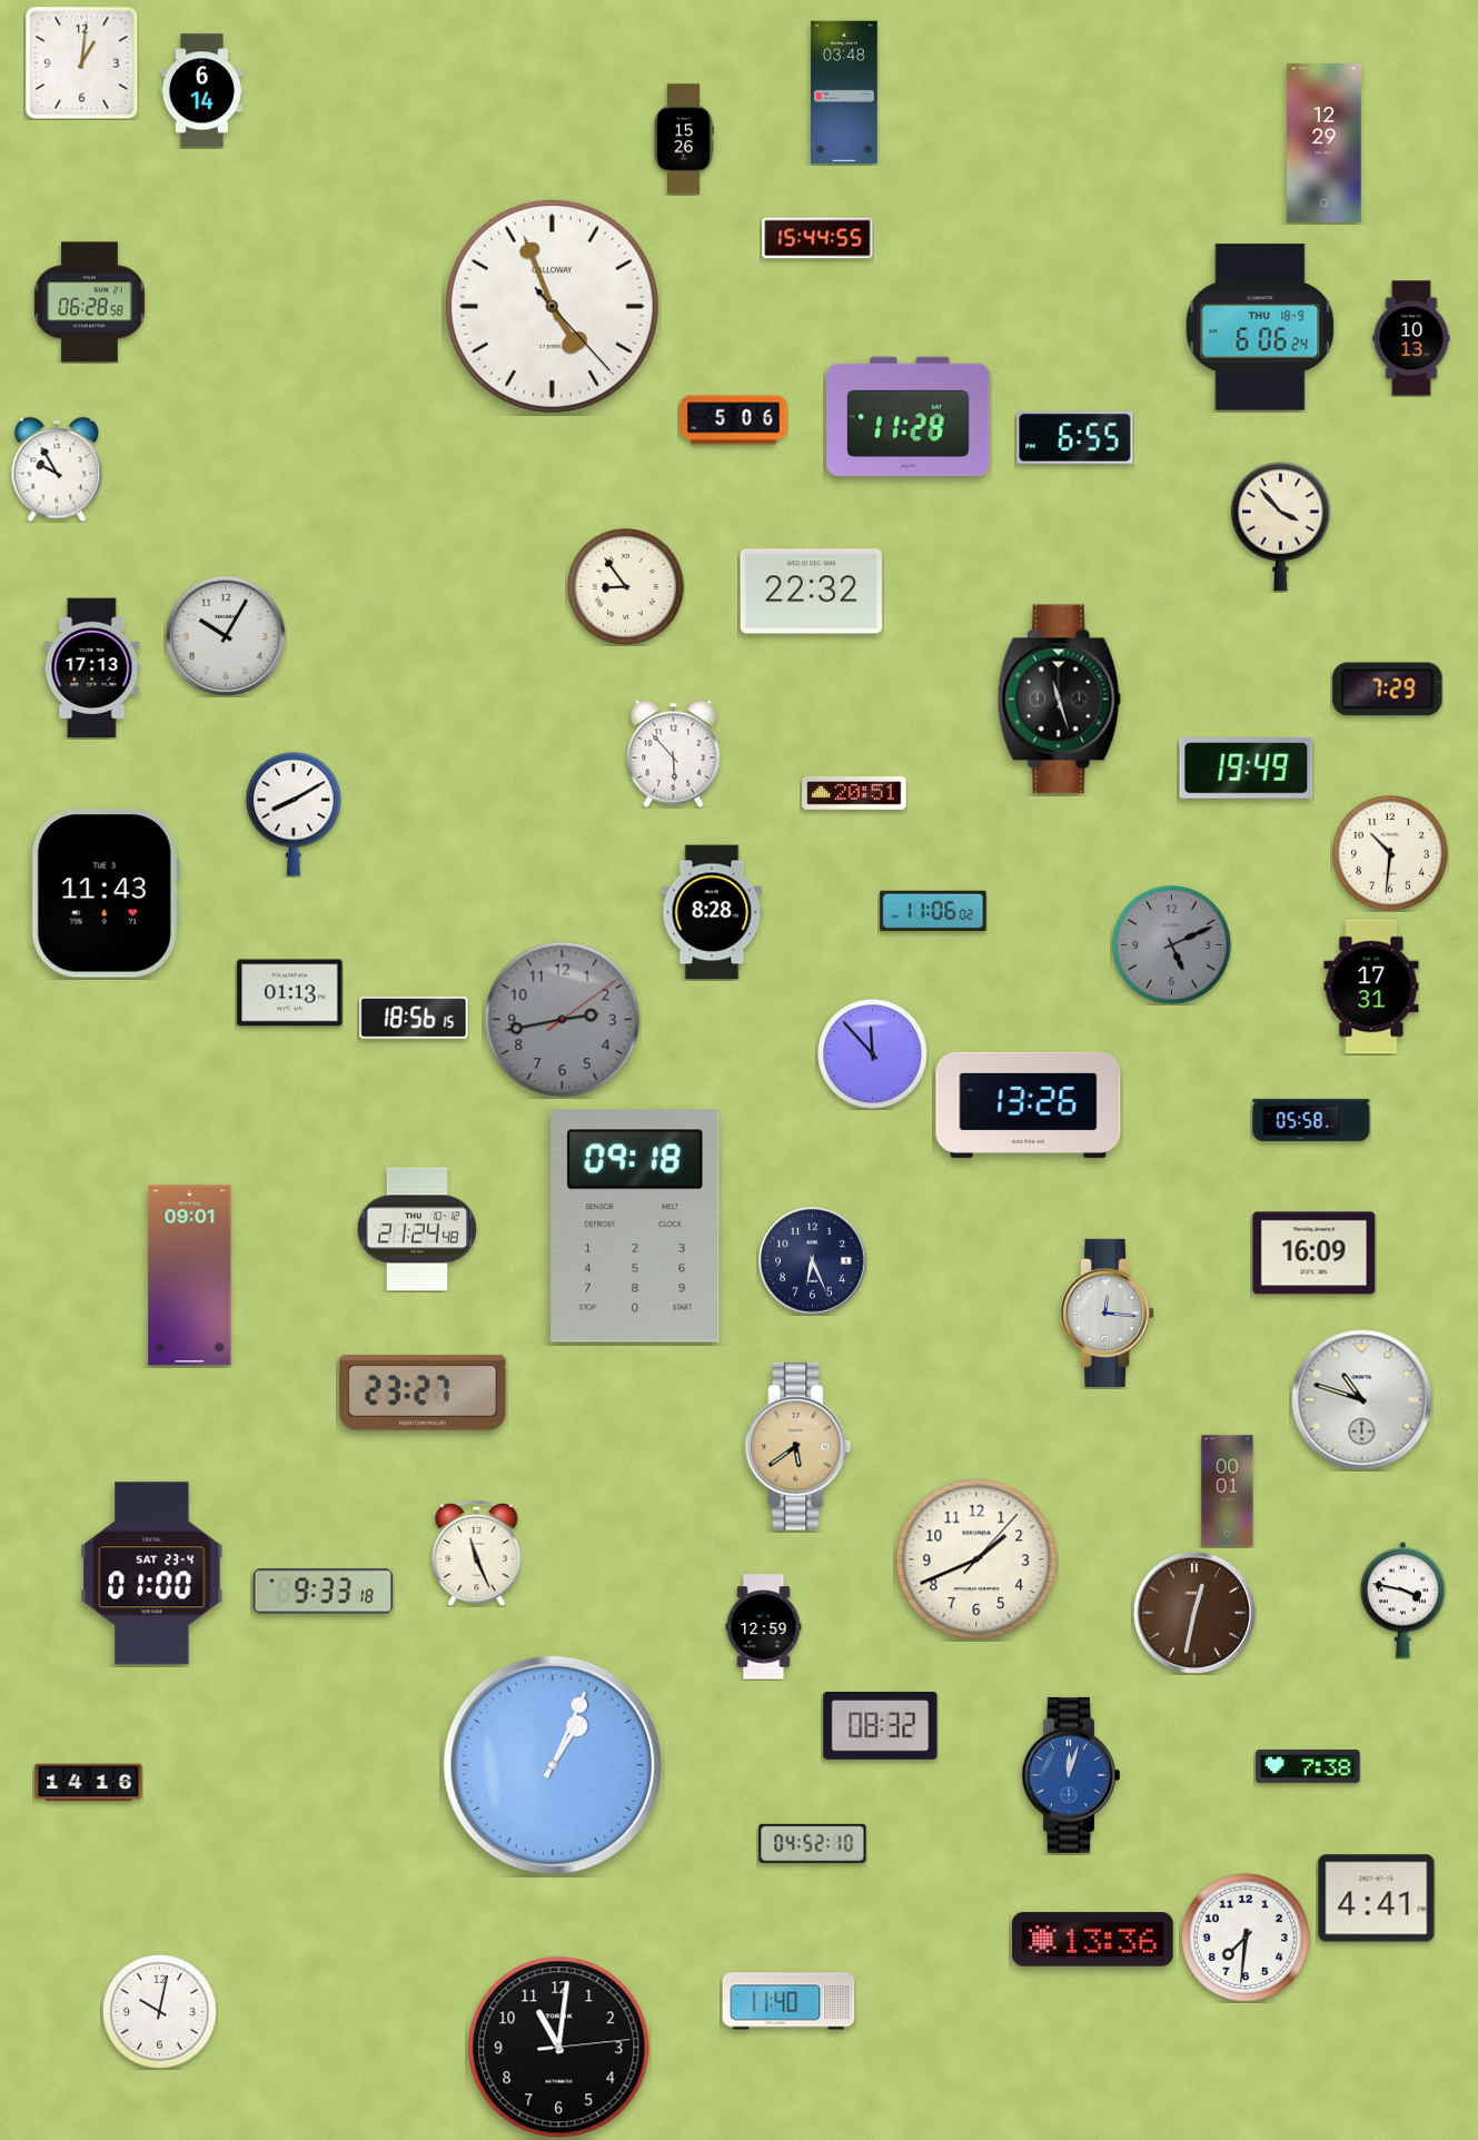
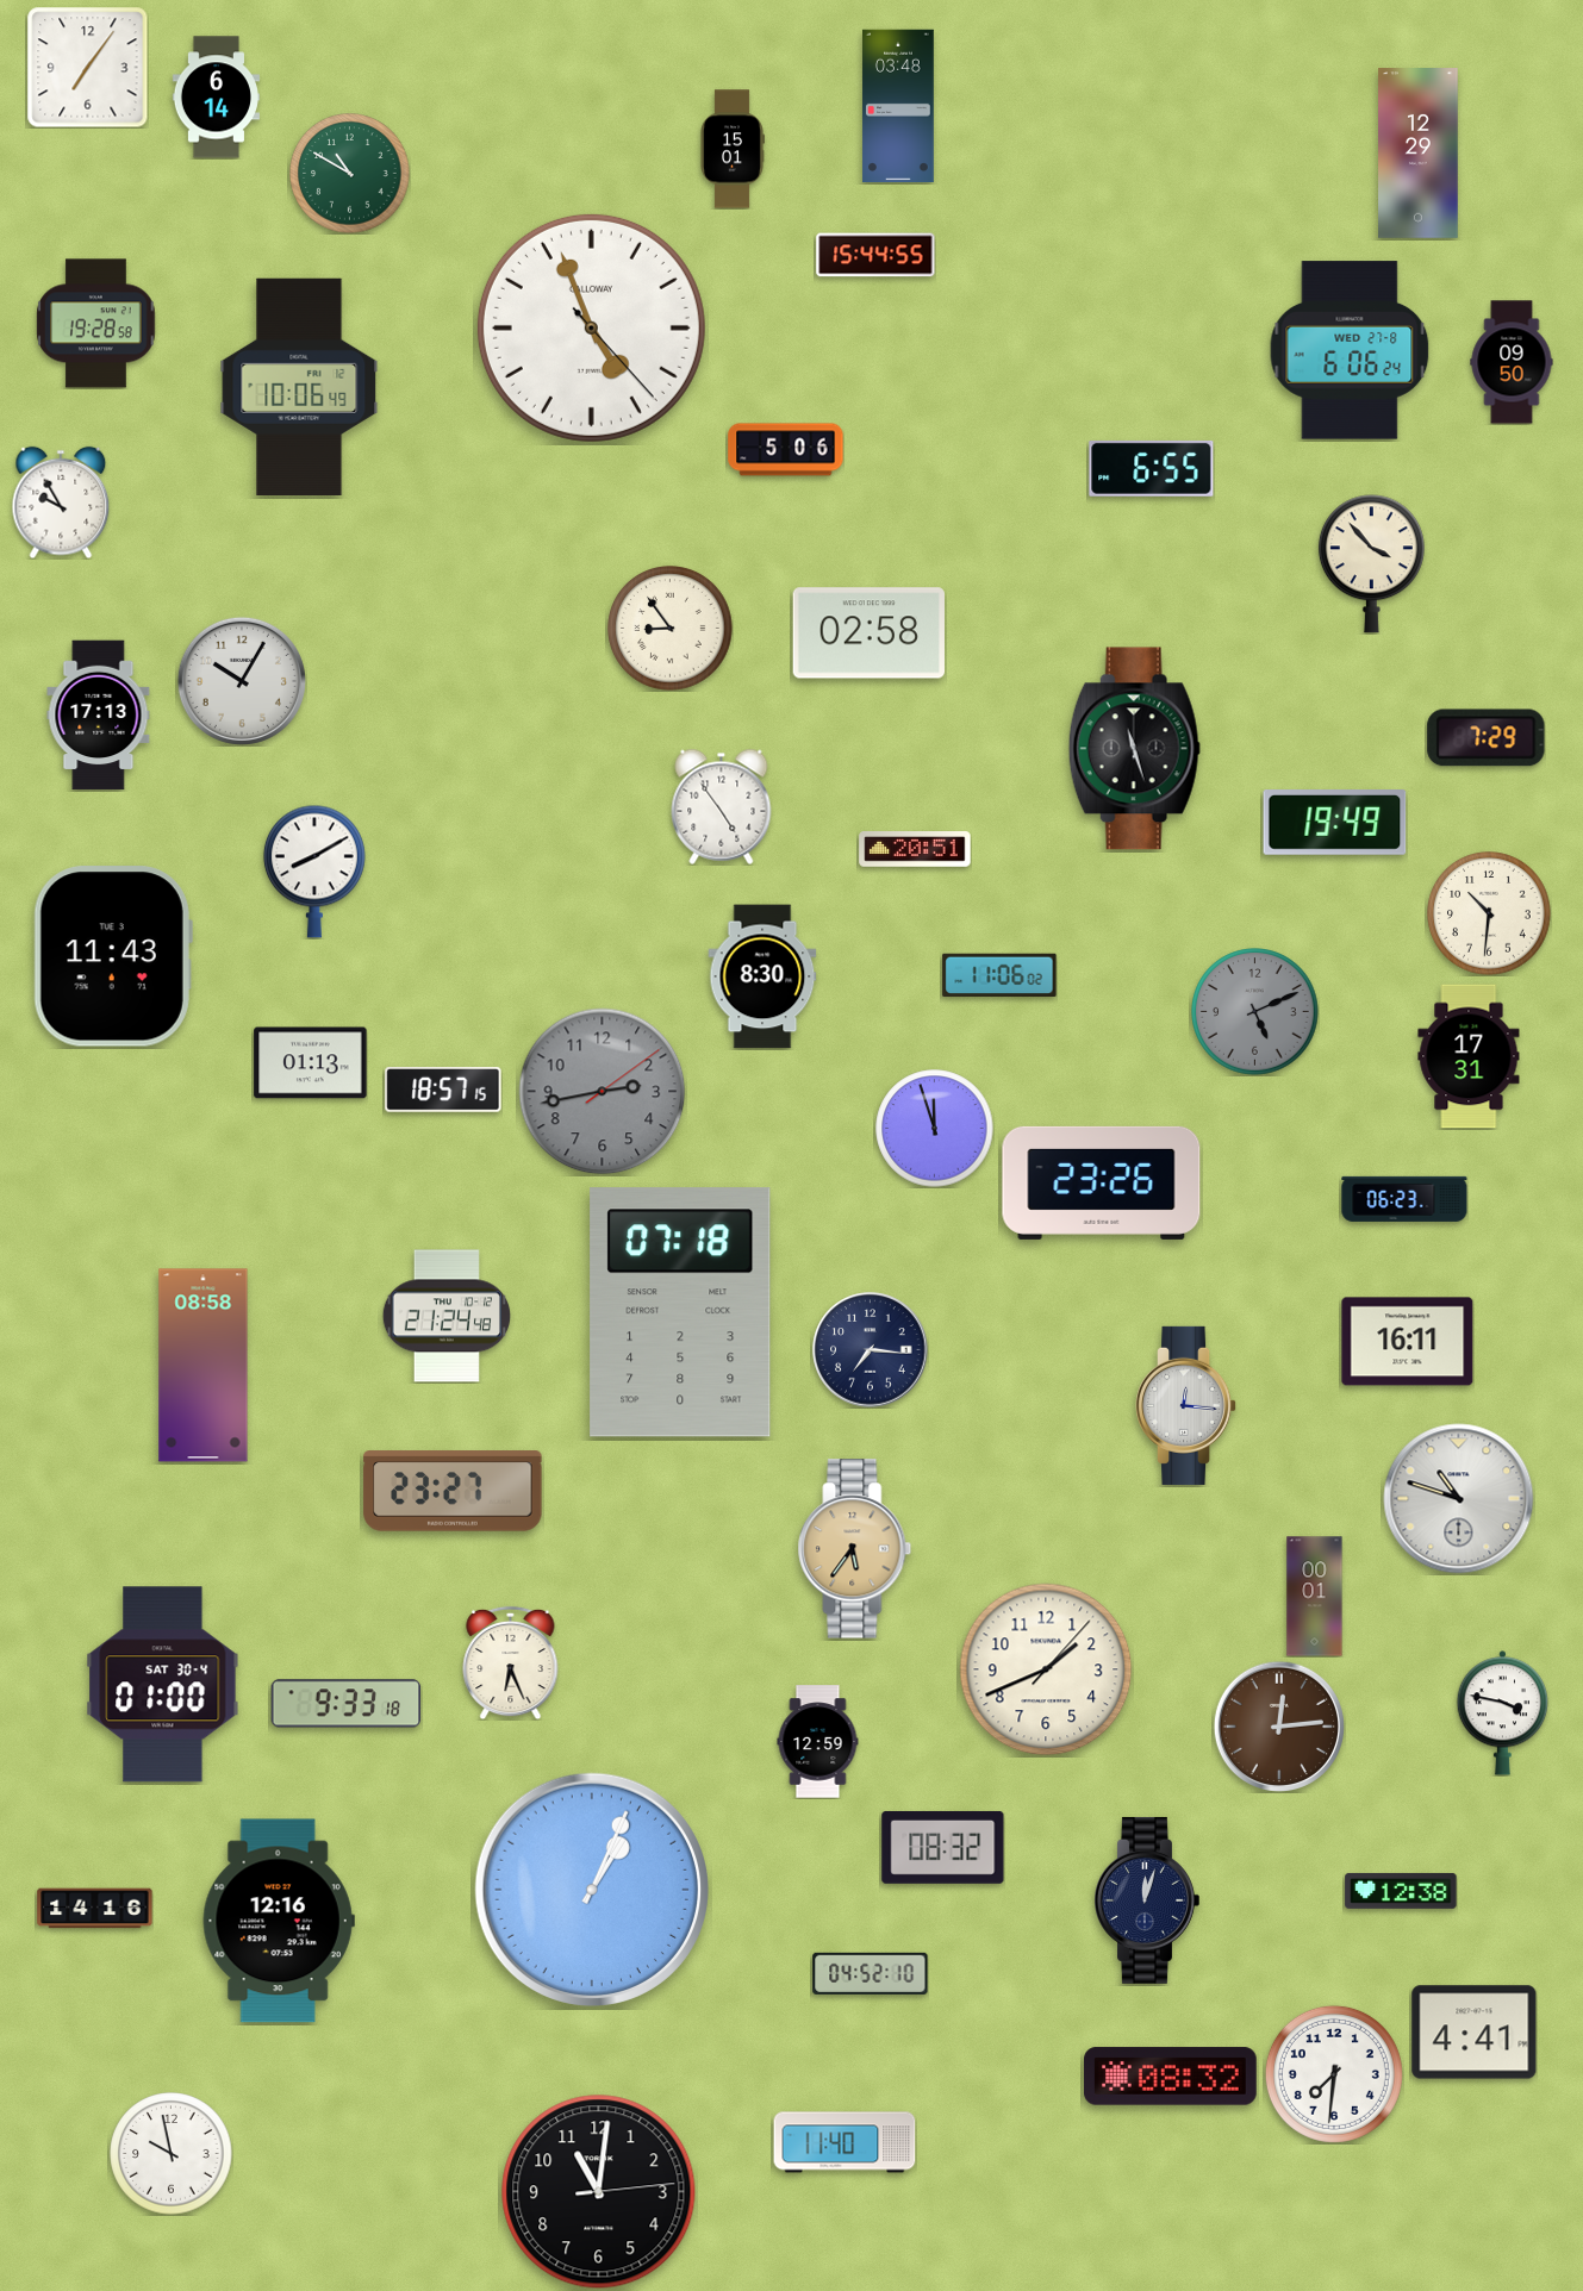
clock at (82, 63): 1:01 -> 7:06
clock at (844, 92) position: (844, 92) -> (898, 106)
clock at (684, 139): 15:26 -> 15:01
clock at (350, 174): none -> 10:50
clock at (90, 303): 06:28 -> 19:28
clock at (1260, 327) date: THU 18-9 -> WED 27-8
clock at (1411, 338): 10:13 -> 09:50
clock at (299, 386): none -> 10:06
clock at (909, 417): 11:28 -> none
clock at (811, 592): 22:32 -> 02:58
clock at (674, 753): 5:53 -> 4:54
clock at (712, 912): 8:28 -> 8:30
clock at (414, 1018): 18:56 -> 18:57
clock at (873, 1054): 11:53 -> 11:57
clock at (1029, 1104): 13:26 -> 23:26
clock at (1311, 1120): 05:58 -> 06:23
clock at (635, 1226): 09:18 -> 07:18
clock at (1315, 1254): 16:09 -> 16:11
clock at (813, 1261): 6:26 -> 7:16
clock at (190, 1276): 09:01 -> 08:58
clock at (798, 1447): 5:39 -> 5:36
clock at (477, 1553): 11:26 -> 6:26
clock at (152, 1574) date: SAT 23-4 -> SAT 30-4
clock at (1193, 1612): 12:32 -> 12:14
clock at (1308, 1766): 7:38 -> 12:38
clock at (1071, 1775) dial: blue -> navy
clock at (279, 1921): none -> 12:16
clock at (1093, 1940): 13:36 -> 08:32
clock at (160, 2012): 10:02 -> 9:58
